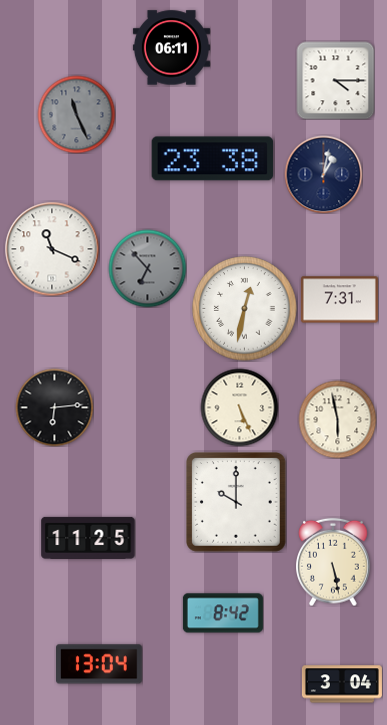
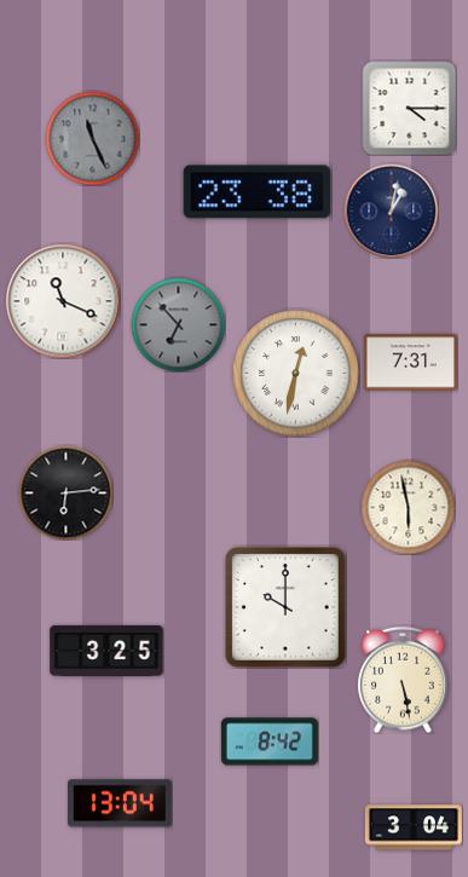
clock at (171, 48): 06:11 -> none
clock at (335, 80) position: (335, 80) -> (409, 108)
clock at (239, 407): 5:26 -> none
clock at (88, 538): 11:25 -> 3:25
